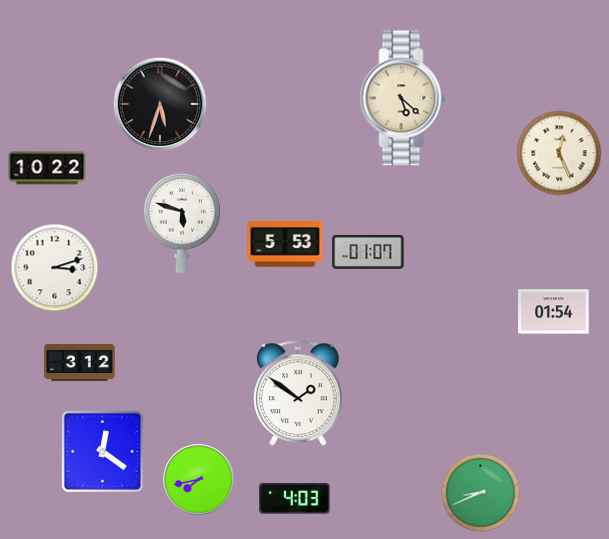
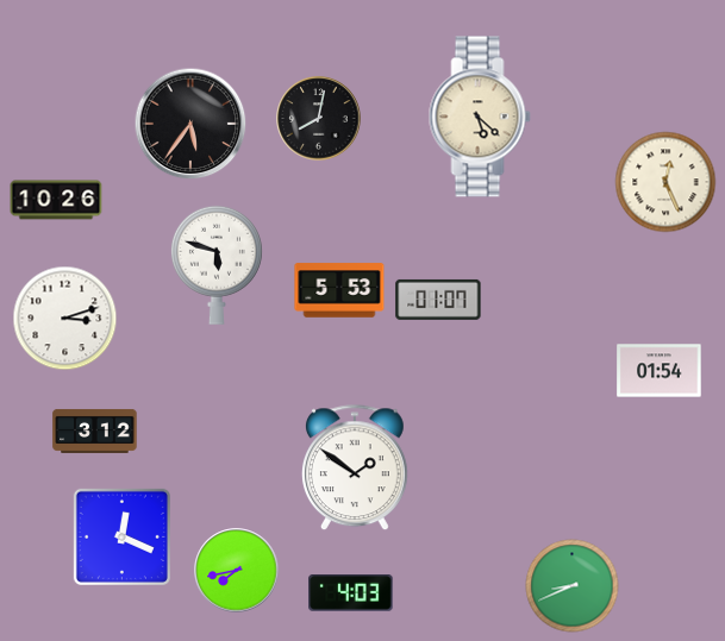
clock at (319, 119): none -> 8:02
clock at (160, 104): 5:33 -> 5:36
clock at (47, 168): 10:22 -> 10:26
clock at (102, 451): 12:21 -> 12:19
